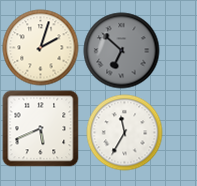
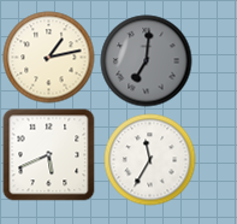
clock at (41, 48): 2:03 -> 1:13
clock at (122, 51): 6:52 -> 7:01
